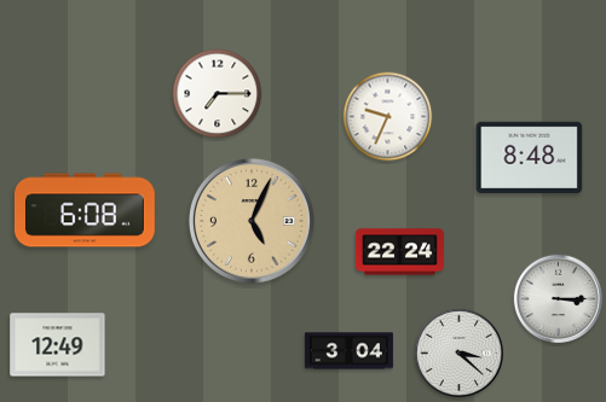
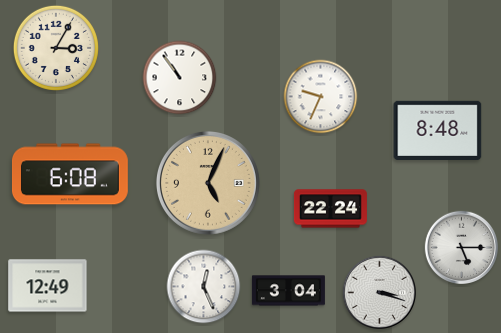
clock at (56, 48): none -> 3:05
clock at (218, 94): 7:15 -> 10:54
clock at (558, 298): 3:15 -> 5:15
clock at (204, 287): none -> 12:26
clock at (458, 353): 3:22 -> 3:18
